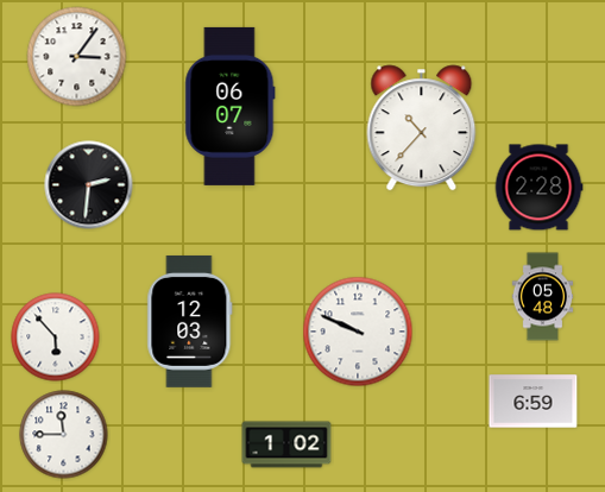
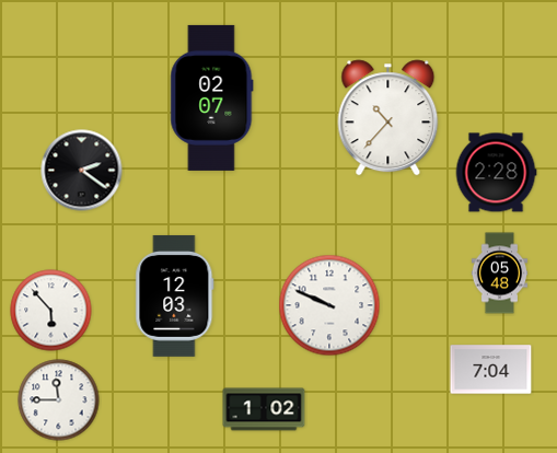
clock at (77, 57): 3:06 -> none
clock at (231, 106): 06:07 -> 02:07
clock at (89, 185): 2:31 -> 2:21
clock at (534, 402): 6:59 -> 7:04
